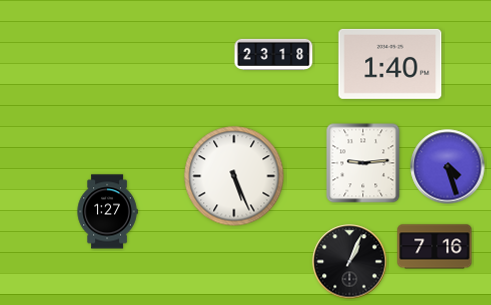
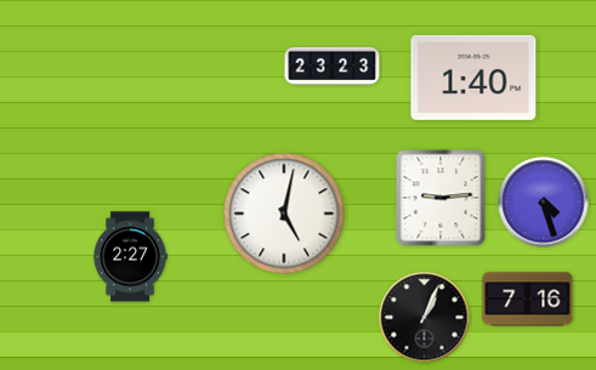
clock at (274, 54): 23:18 -> 23:23
clock at (234, 176): 5:26 -> 5:02
clock at (107, 212): 1:27 -> 2:27
